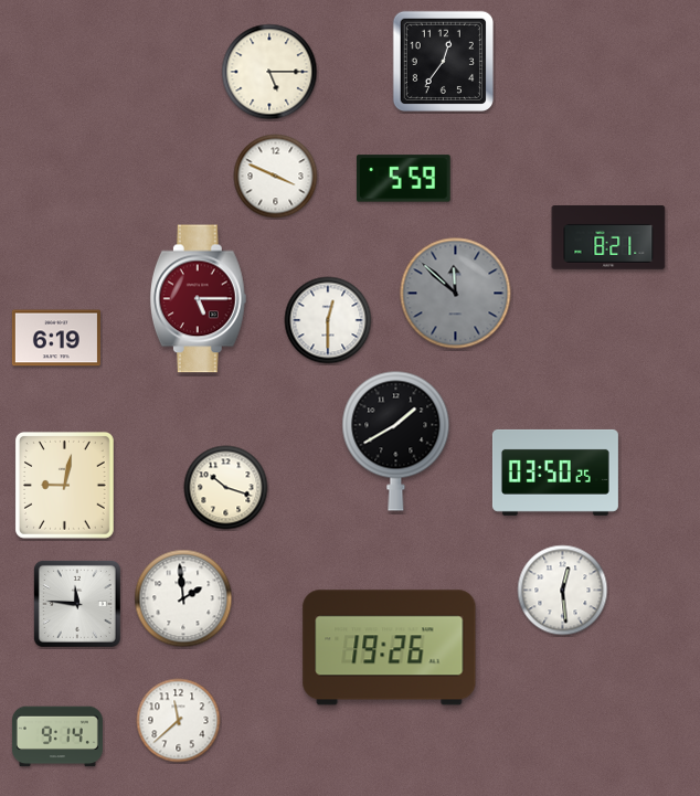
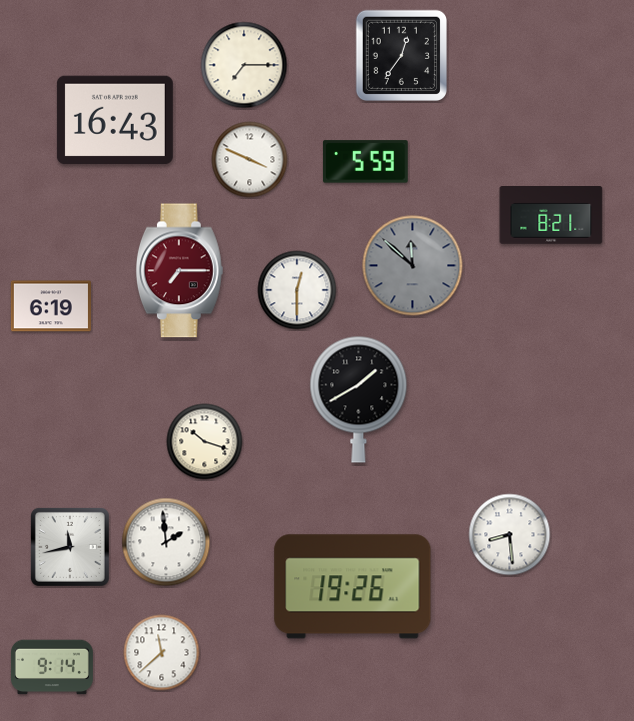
clock at (269, 72): 5:15 -> 7:15
clock at (115, 120): none -> 16:43
clock at (198, 299): 5:15 -> 7:15
clock at (555, 473): 03:50 -> none
clock at (64, 485): 9:02 -> none
clock at (563, 591): 12:29 -> 8:29
clock at (77, 604): 11:46 -> 11:43
